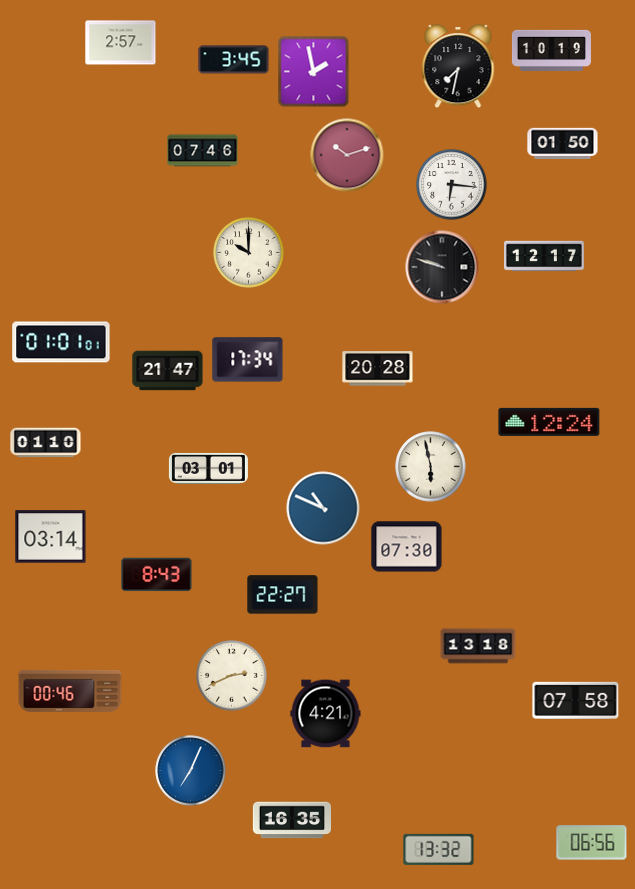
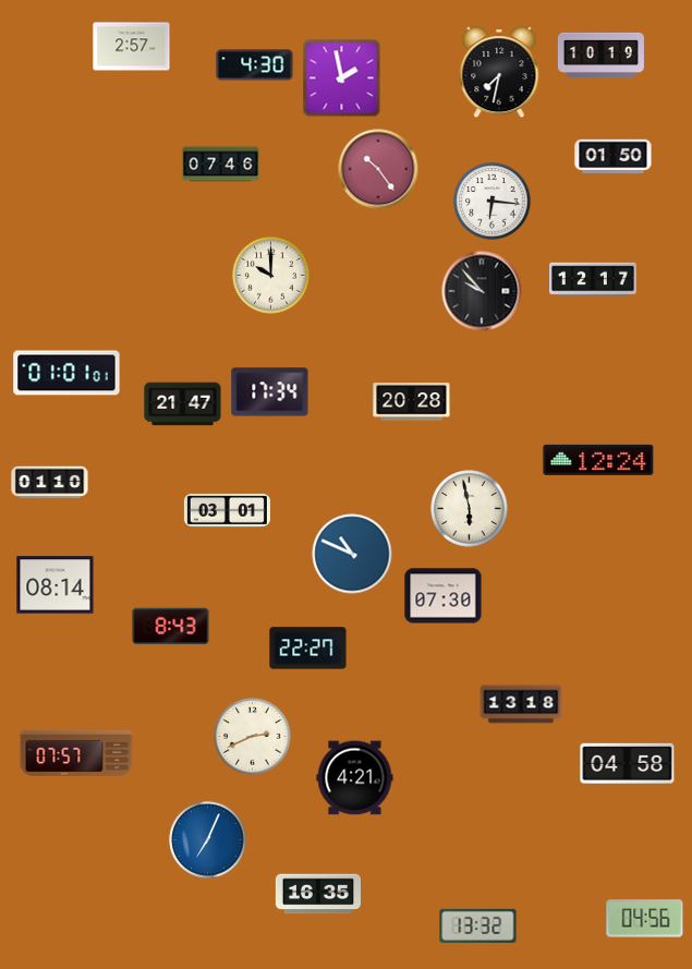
clock at (234, 60): 3:45 -> 4:30
clock at (347, 155): 10:12 -> 10:24
clock at (442, 267): 9:48 -> 9:53
clock at (51, 537): 03:14 -> 08:14
clock at (70, 691): 00:46 -> 07:57
clock at (576, 700): 07:58 -> 04:58
clock at (592, 843): 06:56 -> 04:56
